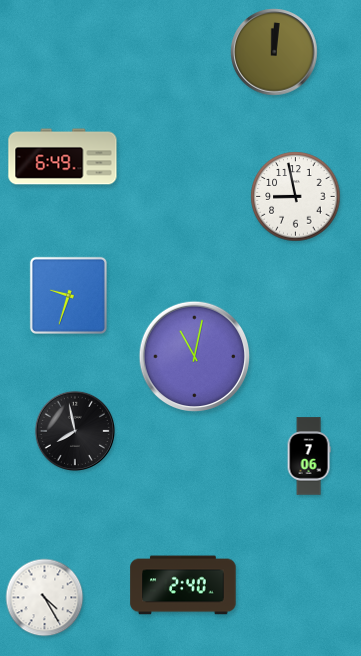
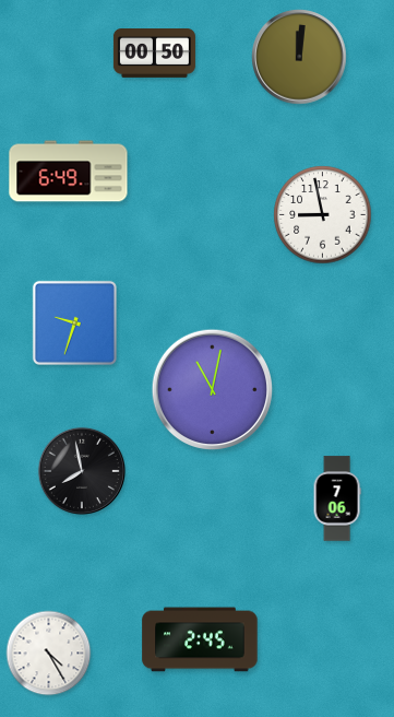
clock at (154, 54): none -> 00:50
clock at (183, 585): 2:40 -> 2:45
